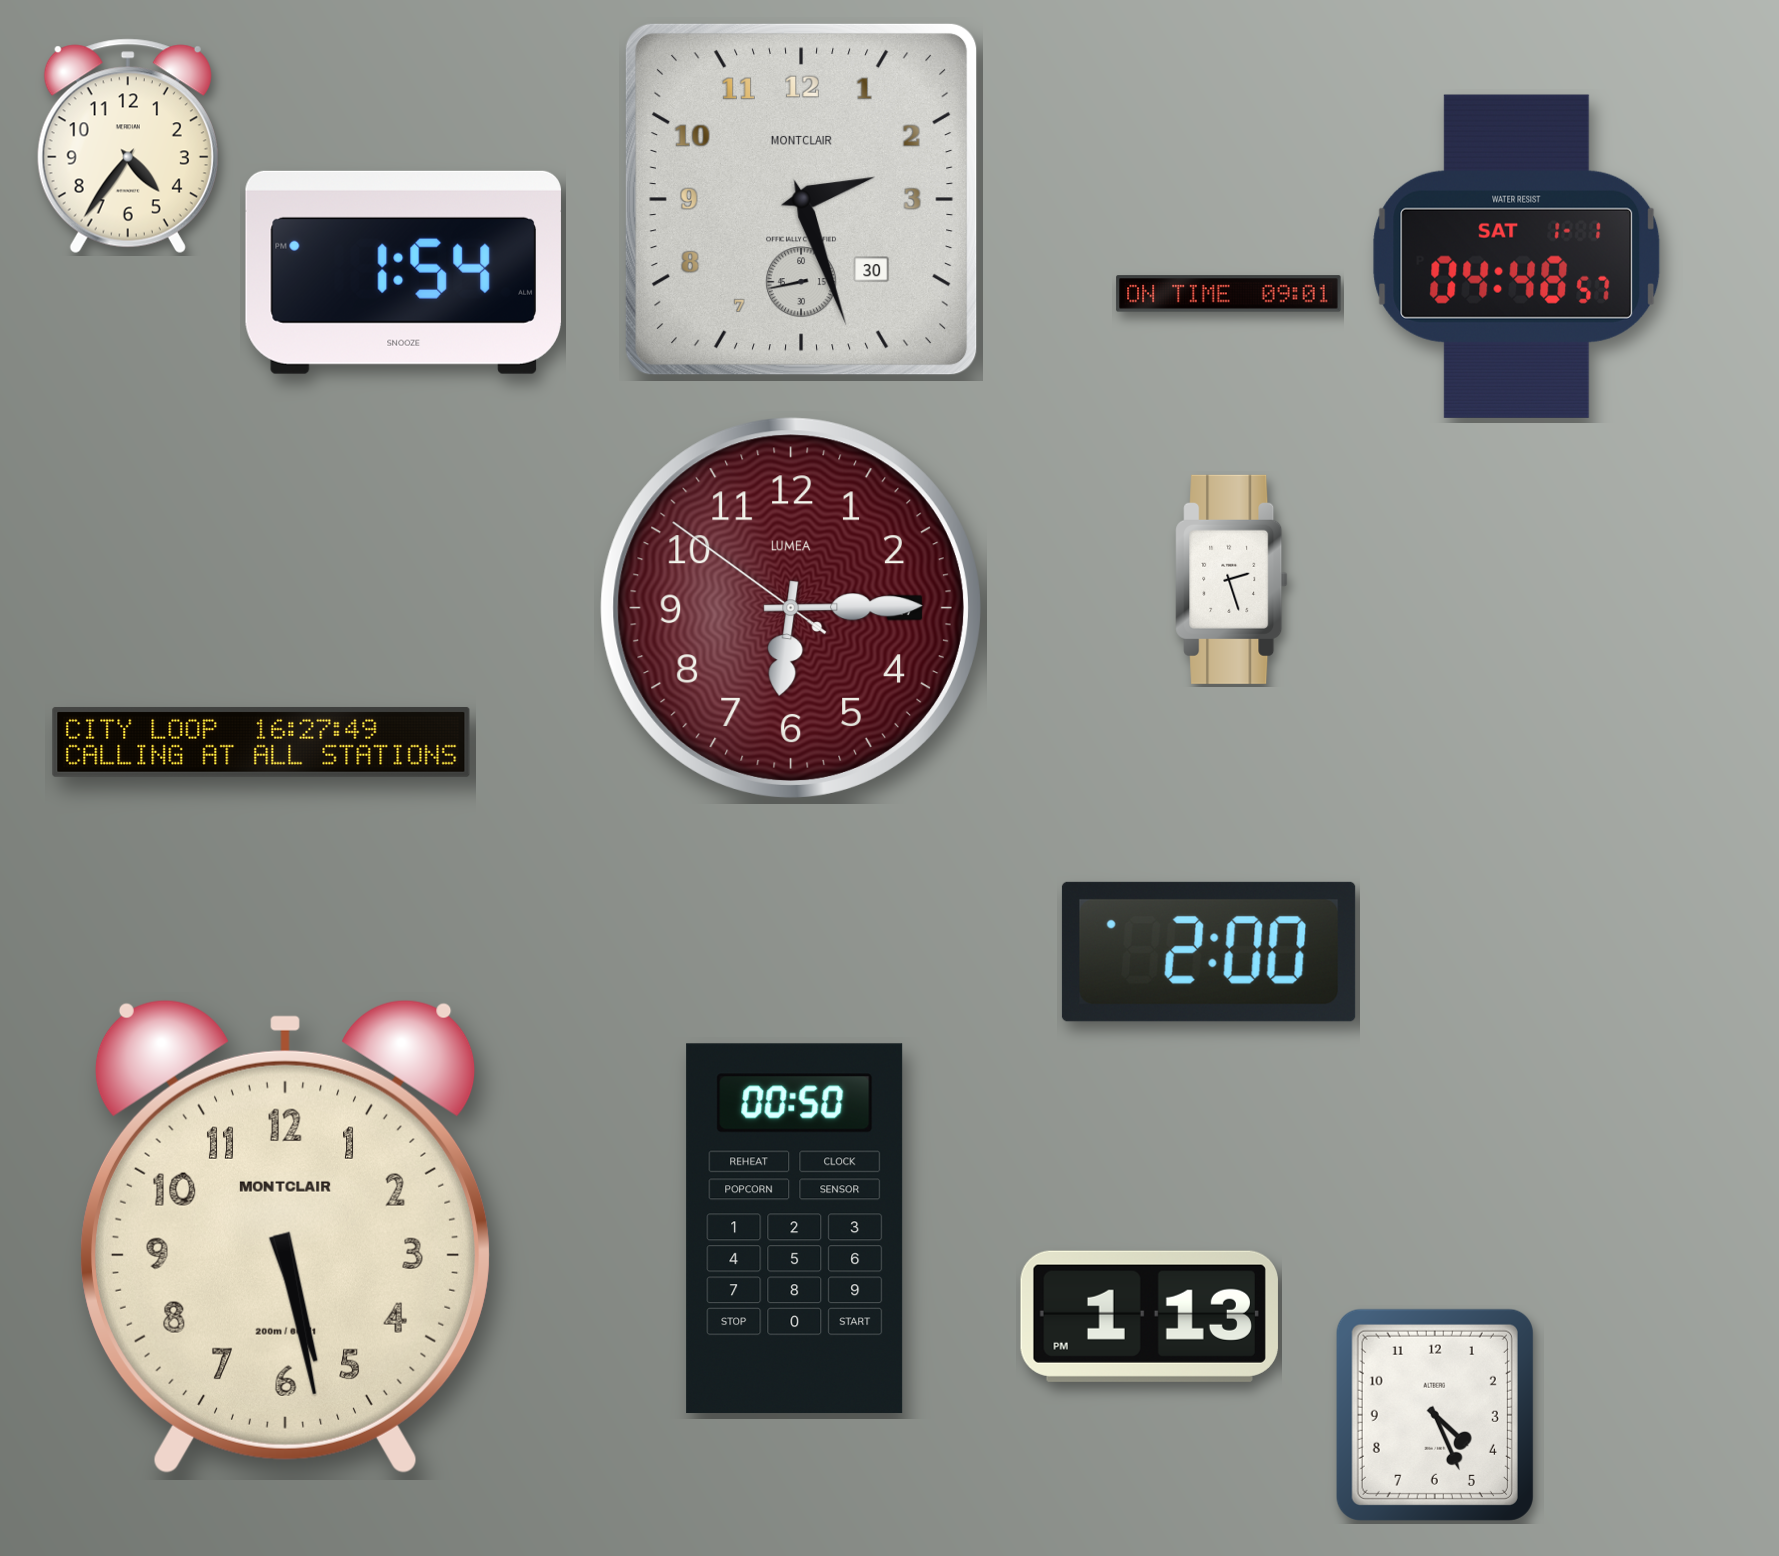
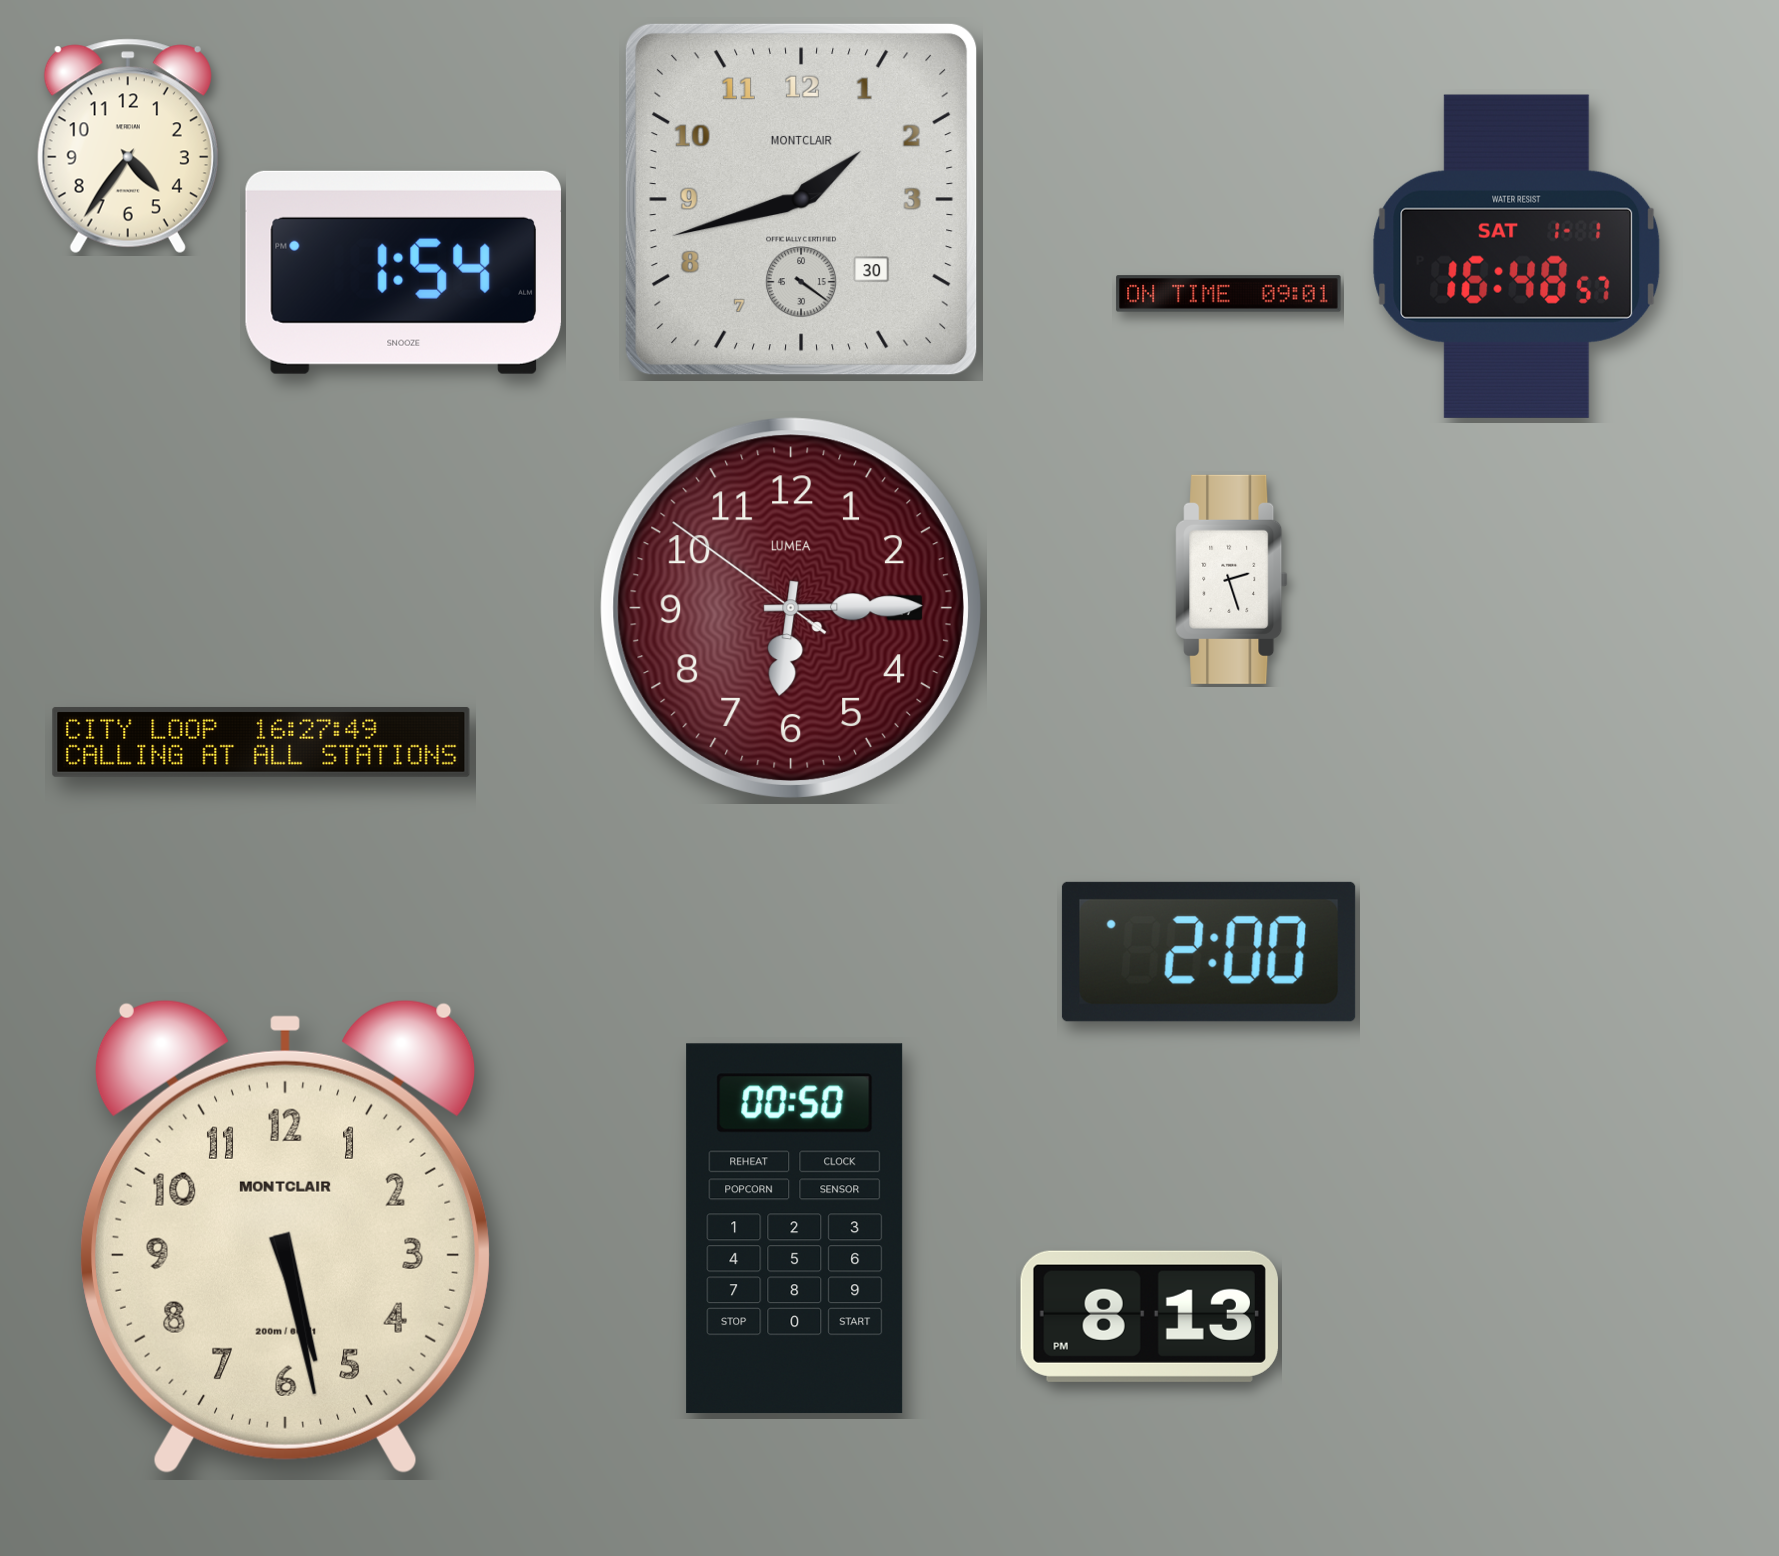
clock at (801, 199): 2:26 -> 1:42
clock at (1517, 256): 04:48 -> 16:48
clock at (1149, 1316): 1:13 -> 8:13
clock at (1435, 1415): 4:26 -> none
